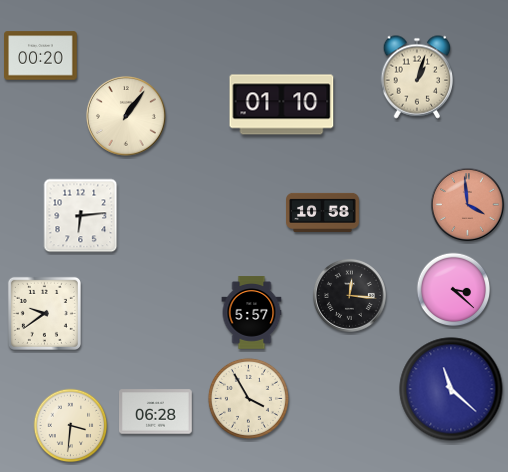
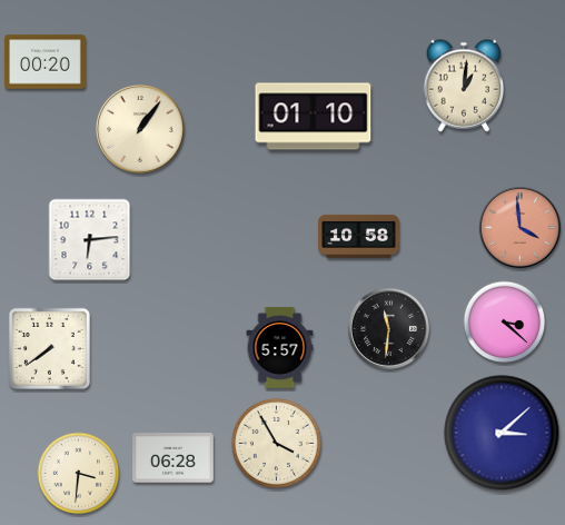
clock at (417, 77): 1:03 -> 1:01
clock at (349, 295): 12:16 -> 11:31
clock at (44, 313): 9:39 -> 7:39
clock at (451, 389): 11:22 -> 3:08
